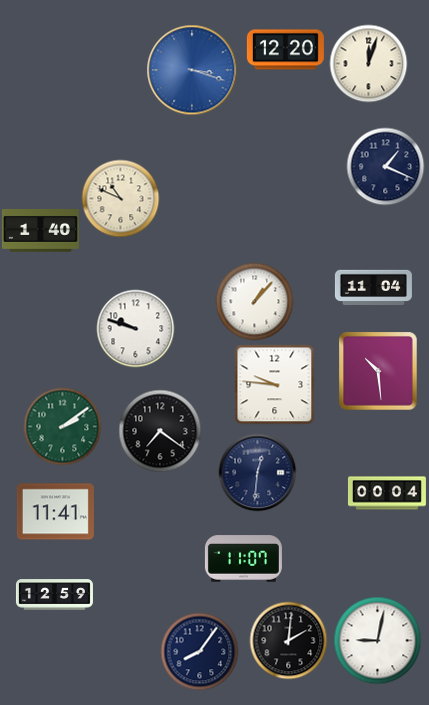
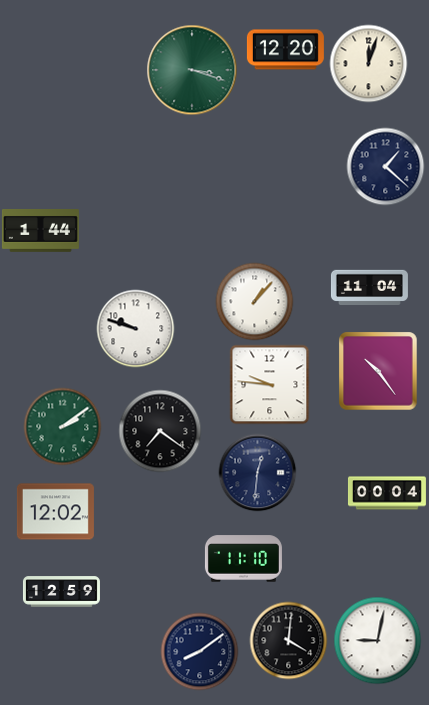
clock at (192, 70) dial: blue -> green
clock at (385, 166): 1:19 -> 1:22
clock at (120, 198): 10:49 -> none
clock at (40, 231): 1:40 -> 1:44
clock at (373, 287) position: (373, 287) -> (369, 287)
clock at (378, 371): 10:29 -> 10:24
clock at (274, 384) position: (274, 384) -> (269, 384)
clock at (55, 512): 11:41 -> 12:02
clock at (243, 559): 11:07 -> 11:10
clock at (54, 595) position: (54, 595) -> (61, 592)
clock at (288, 640): 2:01 -> 4:01
clock at (199, 651): 8:06 -> 8:09
